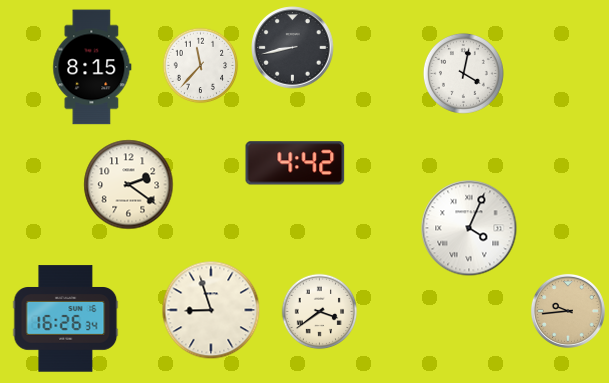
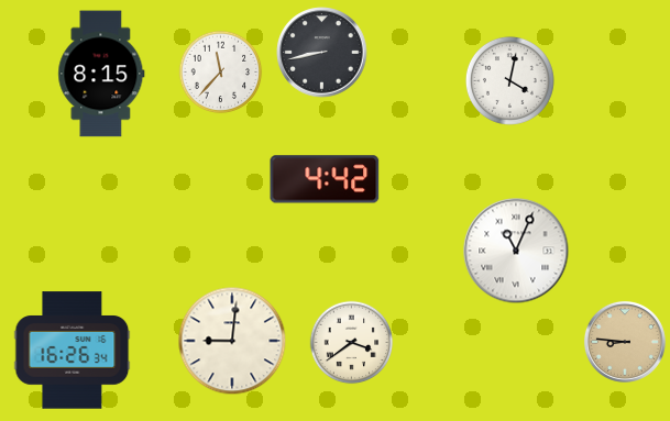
clock at (129, 185): 2:21 -> none
clock at (469, 228): 4:04 -> 11:04
clock at (211, 310): 8:57 -> 9:01
clock at (568, 311): 9:44 -> 8:46
